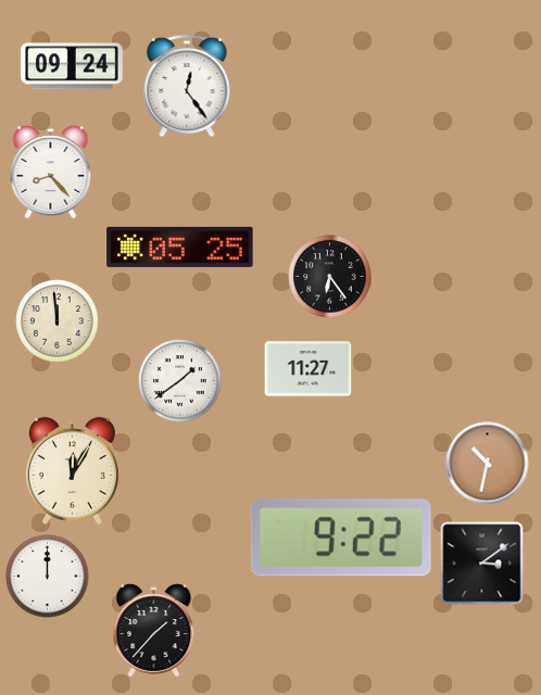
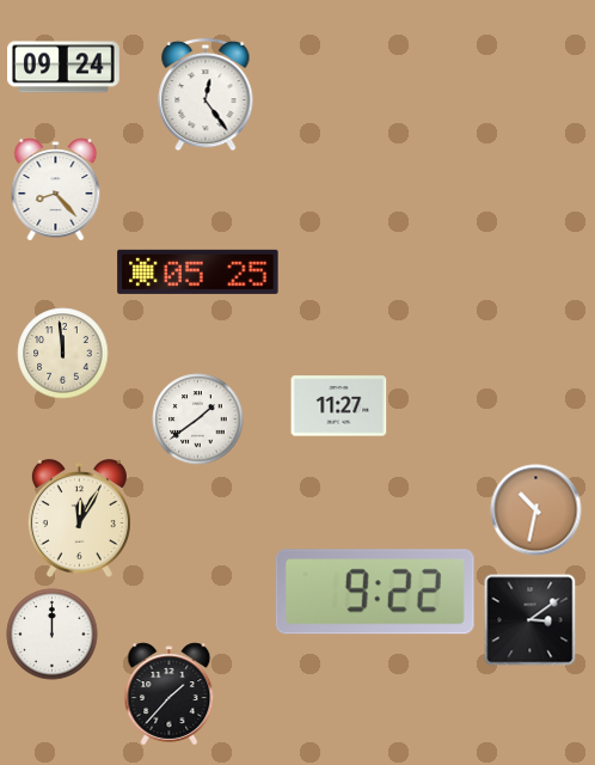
clock at (73, 66) position: (73, 66) -> (65, 67)
clock at (330, 277): 6:24 -> none
